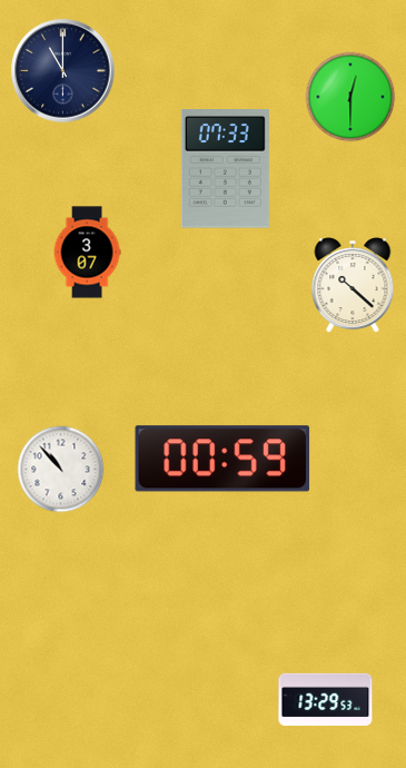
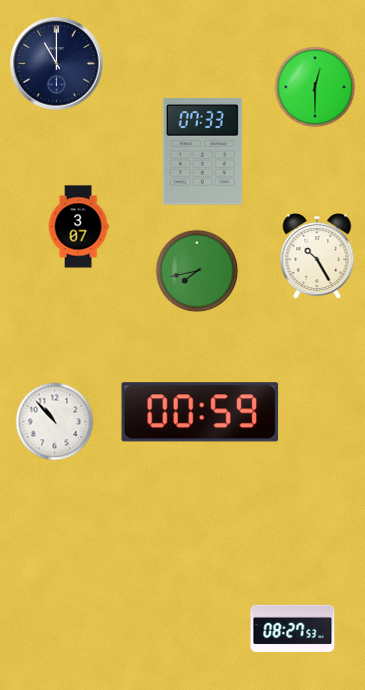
clock at (353, 286): 10:22 -> 10:25
clock at (197, 271): none -> 7:43
clock at (326, 699): 13:29 -> 08:27
